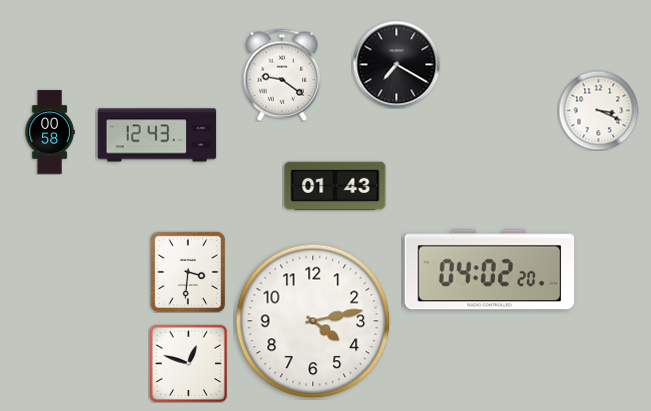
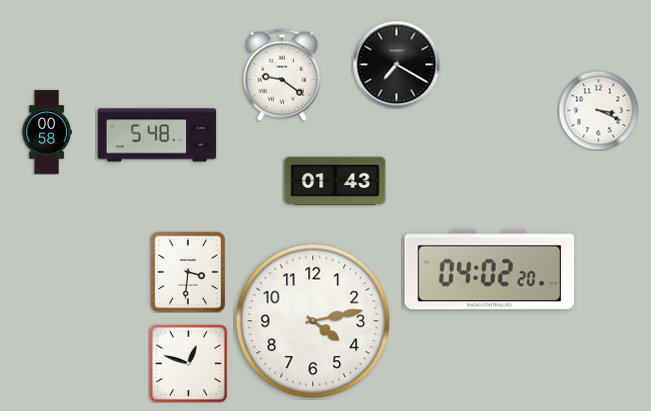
clock at (50, 132) position: (50, 132) -> (47, 132)
clock at (157, 135): 12:43 -> 5:48
clock at (335, 186) position: (335, 186) -> (335, 181)
